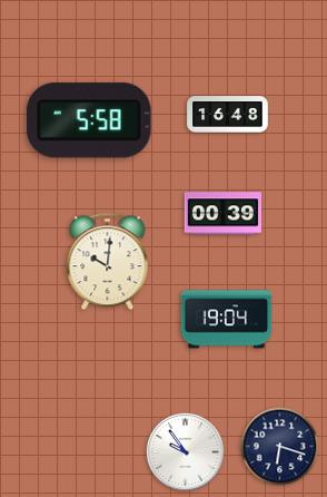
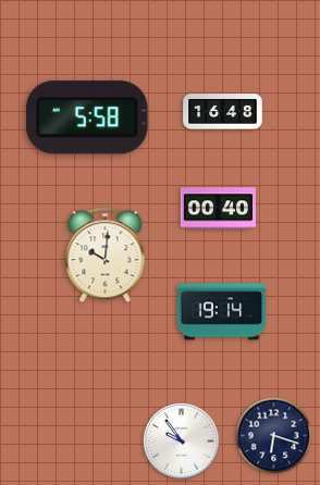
clock at (222, 214): 00:39 -> 00:40
clock at (227, 320): 19:04 -> 19:14
